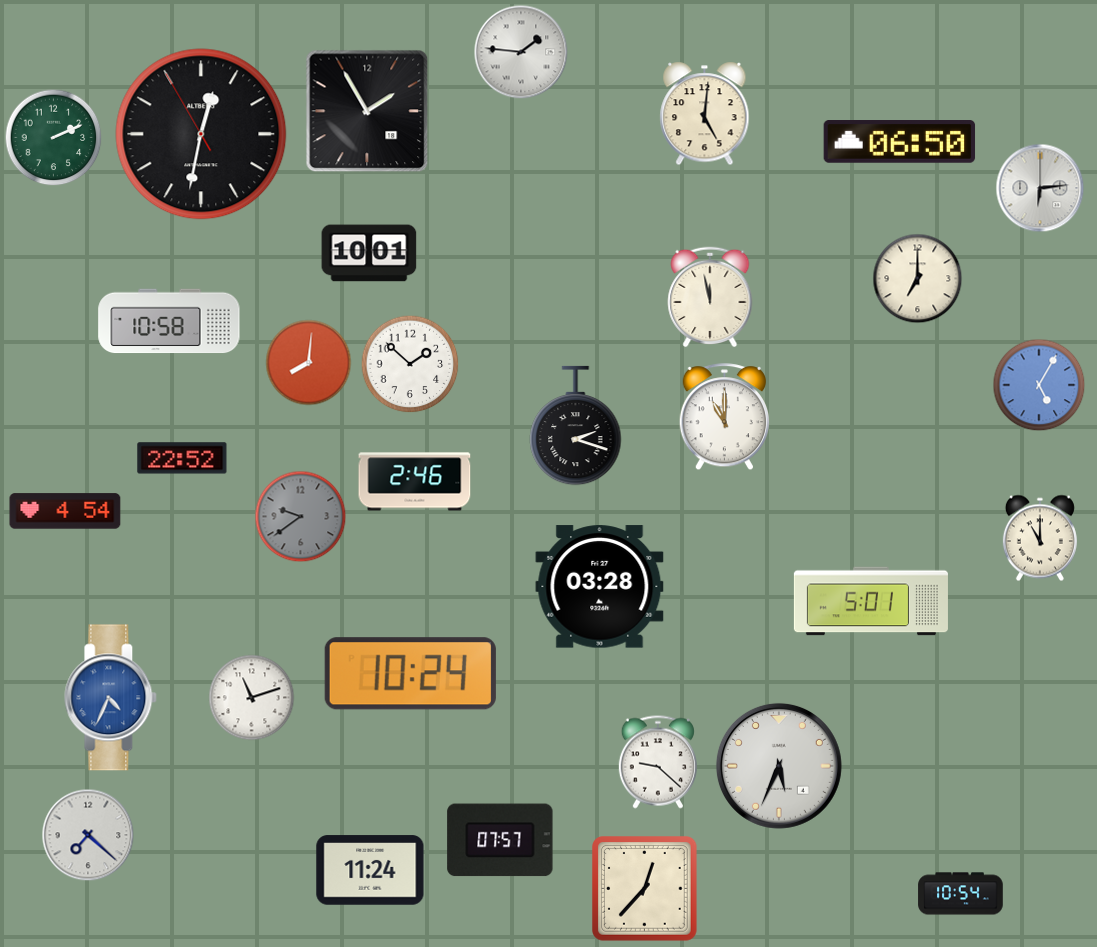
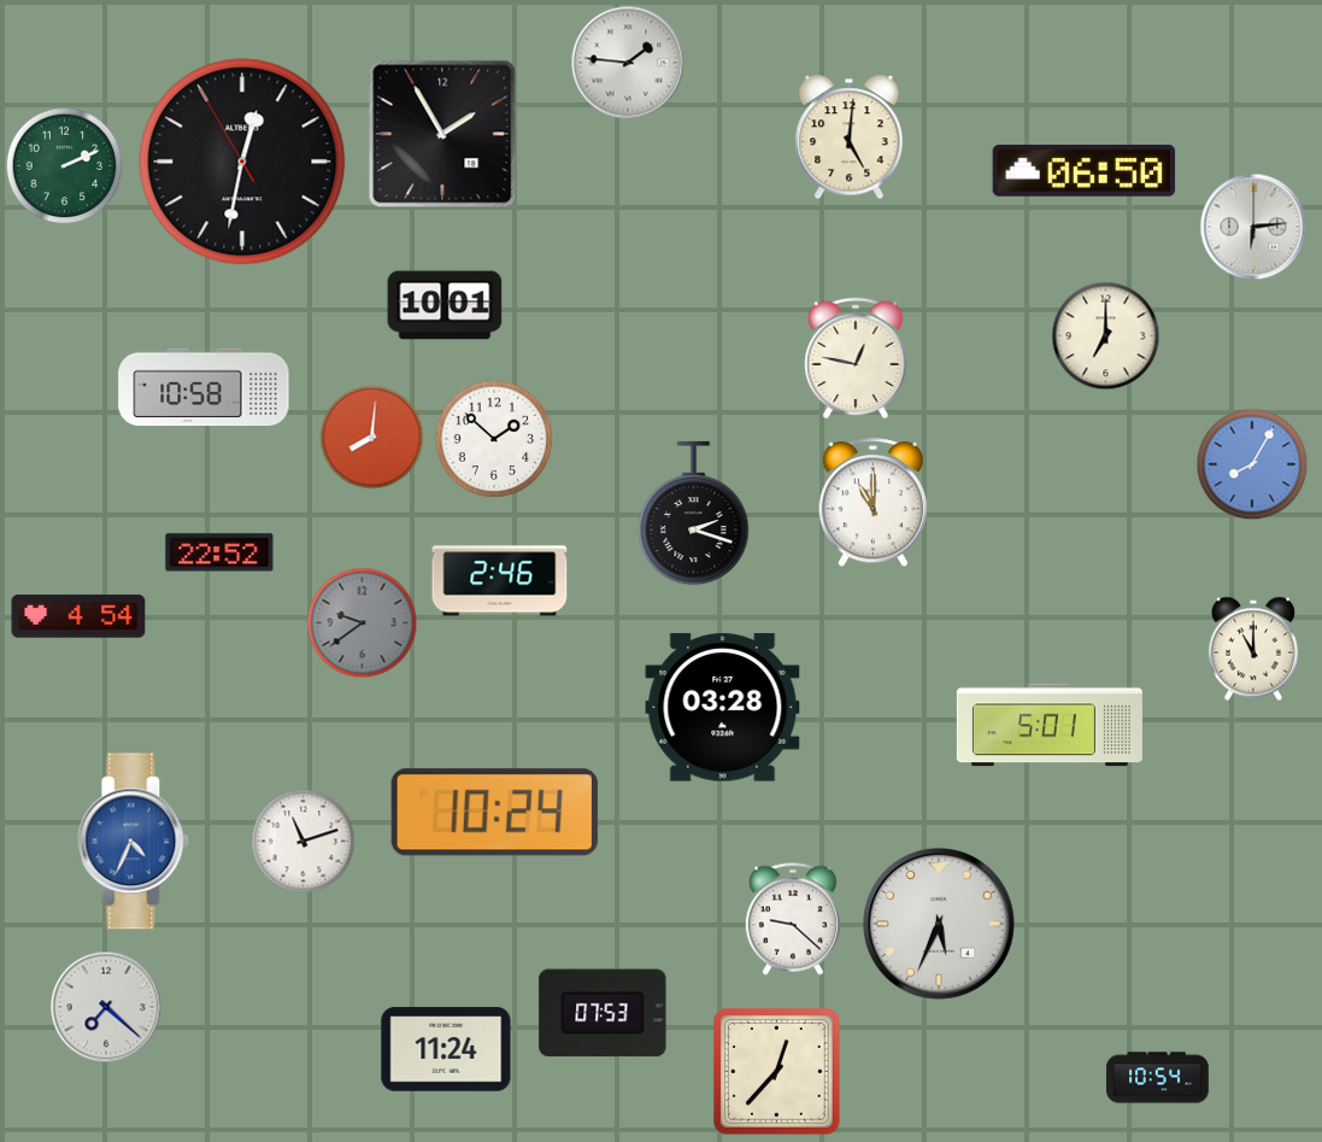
clock at (710, 297): 11:58 -> 12:47
clock at (1039, 385): 5:05 -> 8:05
clock at (500, 840): 07:57 -> 07:53
